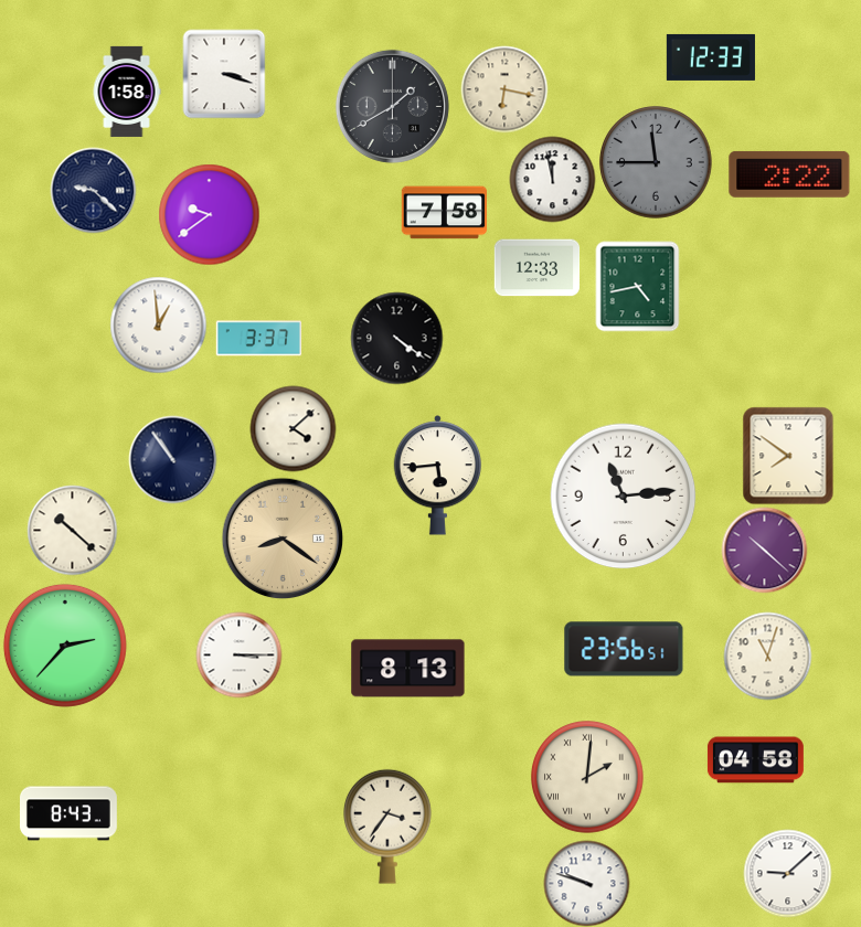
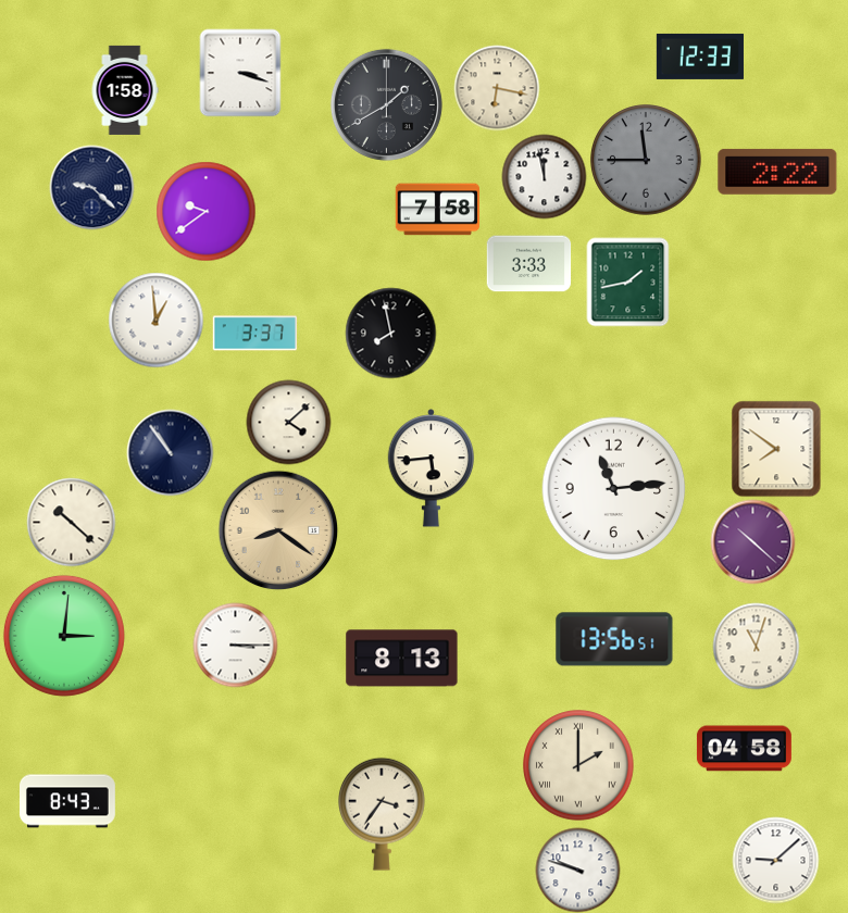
clock at (224, 74) position: (224, 74) -> (240, 73)
clock at (536, 268): 12:33 -> 3:33
clock at (638, 286): 4:43 -> 1:43
clock at (396, 338): 4:21 -> 7:58
clock at (65, 646): 2:37 -> 3:01
clock at (624, 649): 23:56 -> 13:56
clock at (587, 777): 2:01 -> 2:00
